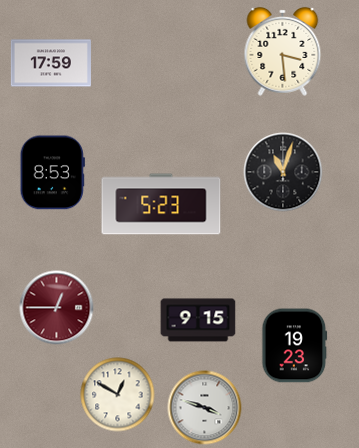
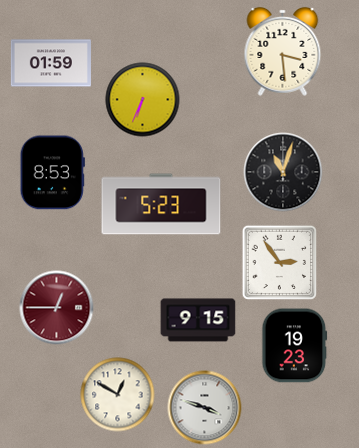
clock at (51, 63): 17:59 -> 01:59
clock at (143, 100): none -> 6:34
clock at (279, 262): none -> 2:54
